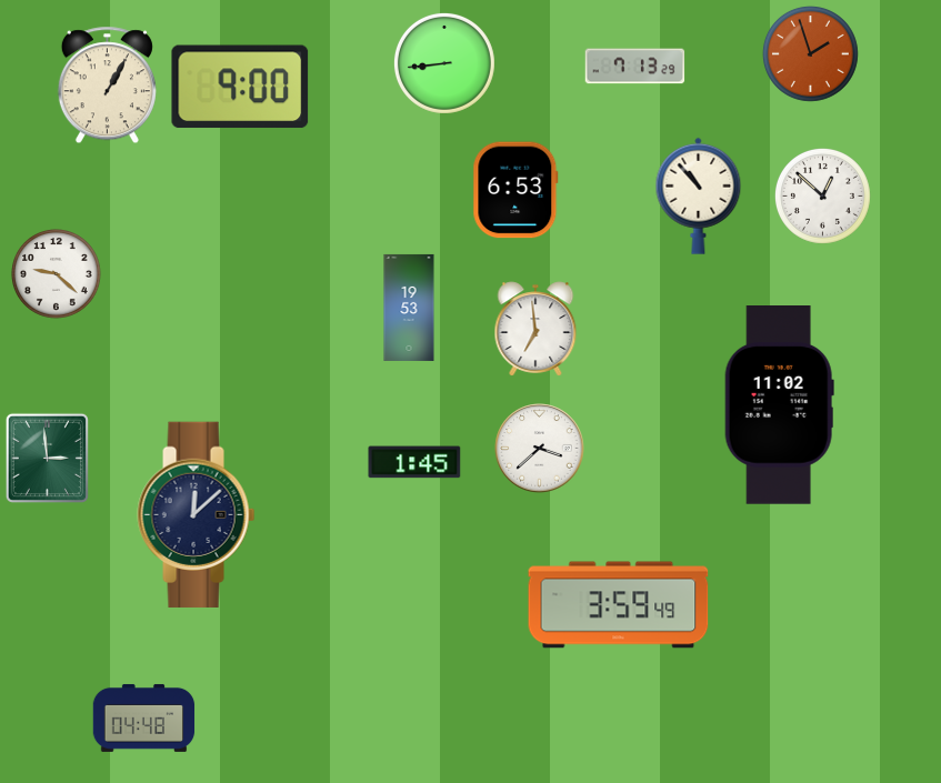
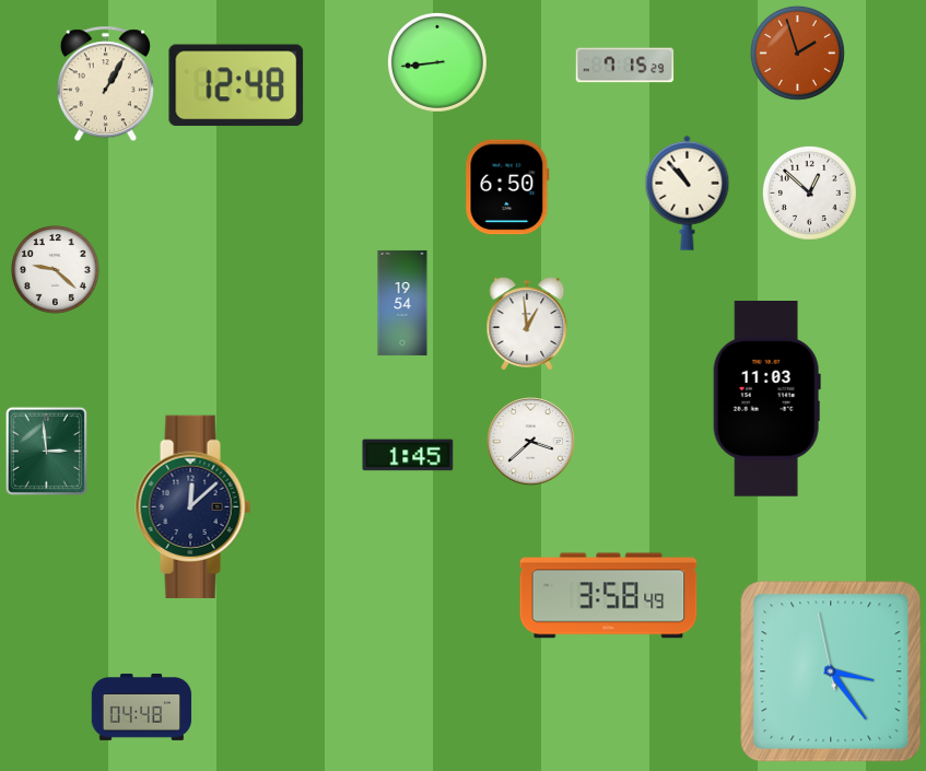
clock at (635, 67): 7:13 -> 7:15
clock at (240, 87): 9:00 -> 12:48
clock at (515, 190): 6:53 -> 6:50
clock at (409, 308): 19:53 -> 19:54
clock at (535, 329): 6:59 -> 12:59
clock at (779, 405): 11:02 -> 11:03
clock at (619, 605): 3:59 -> 3:58
clock at (831, 671): none -> 3:23
